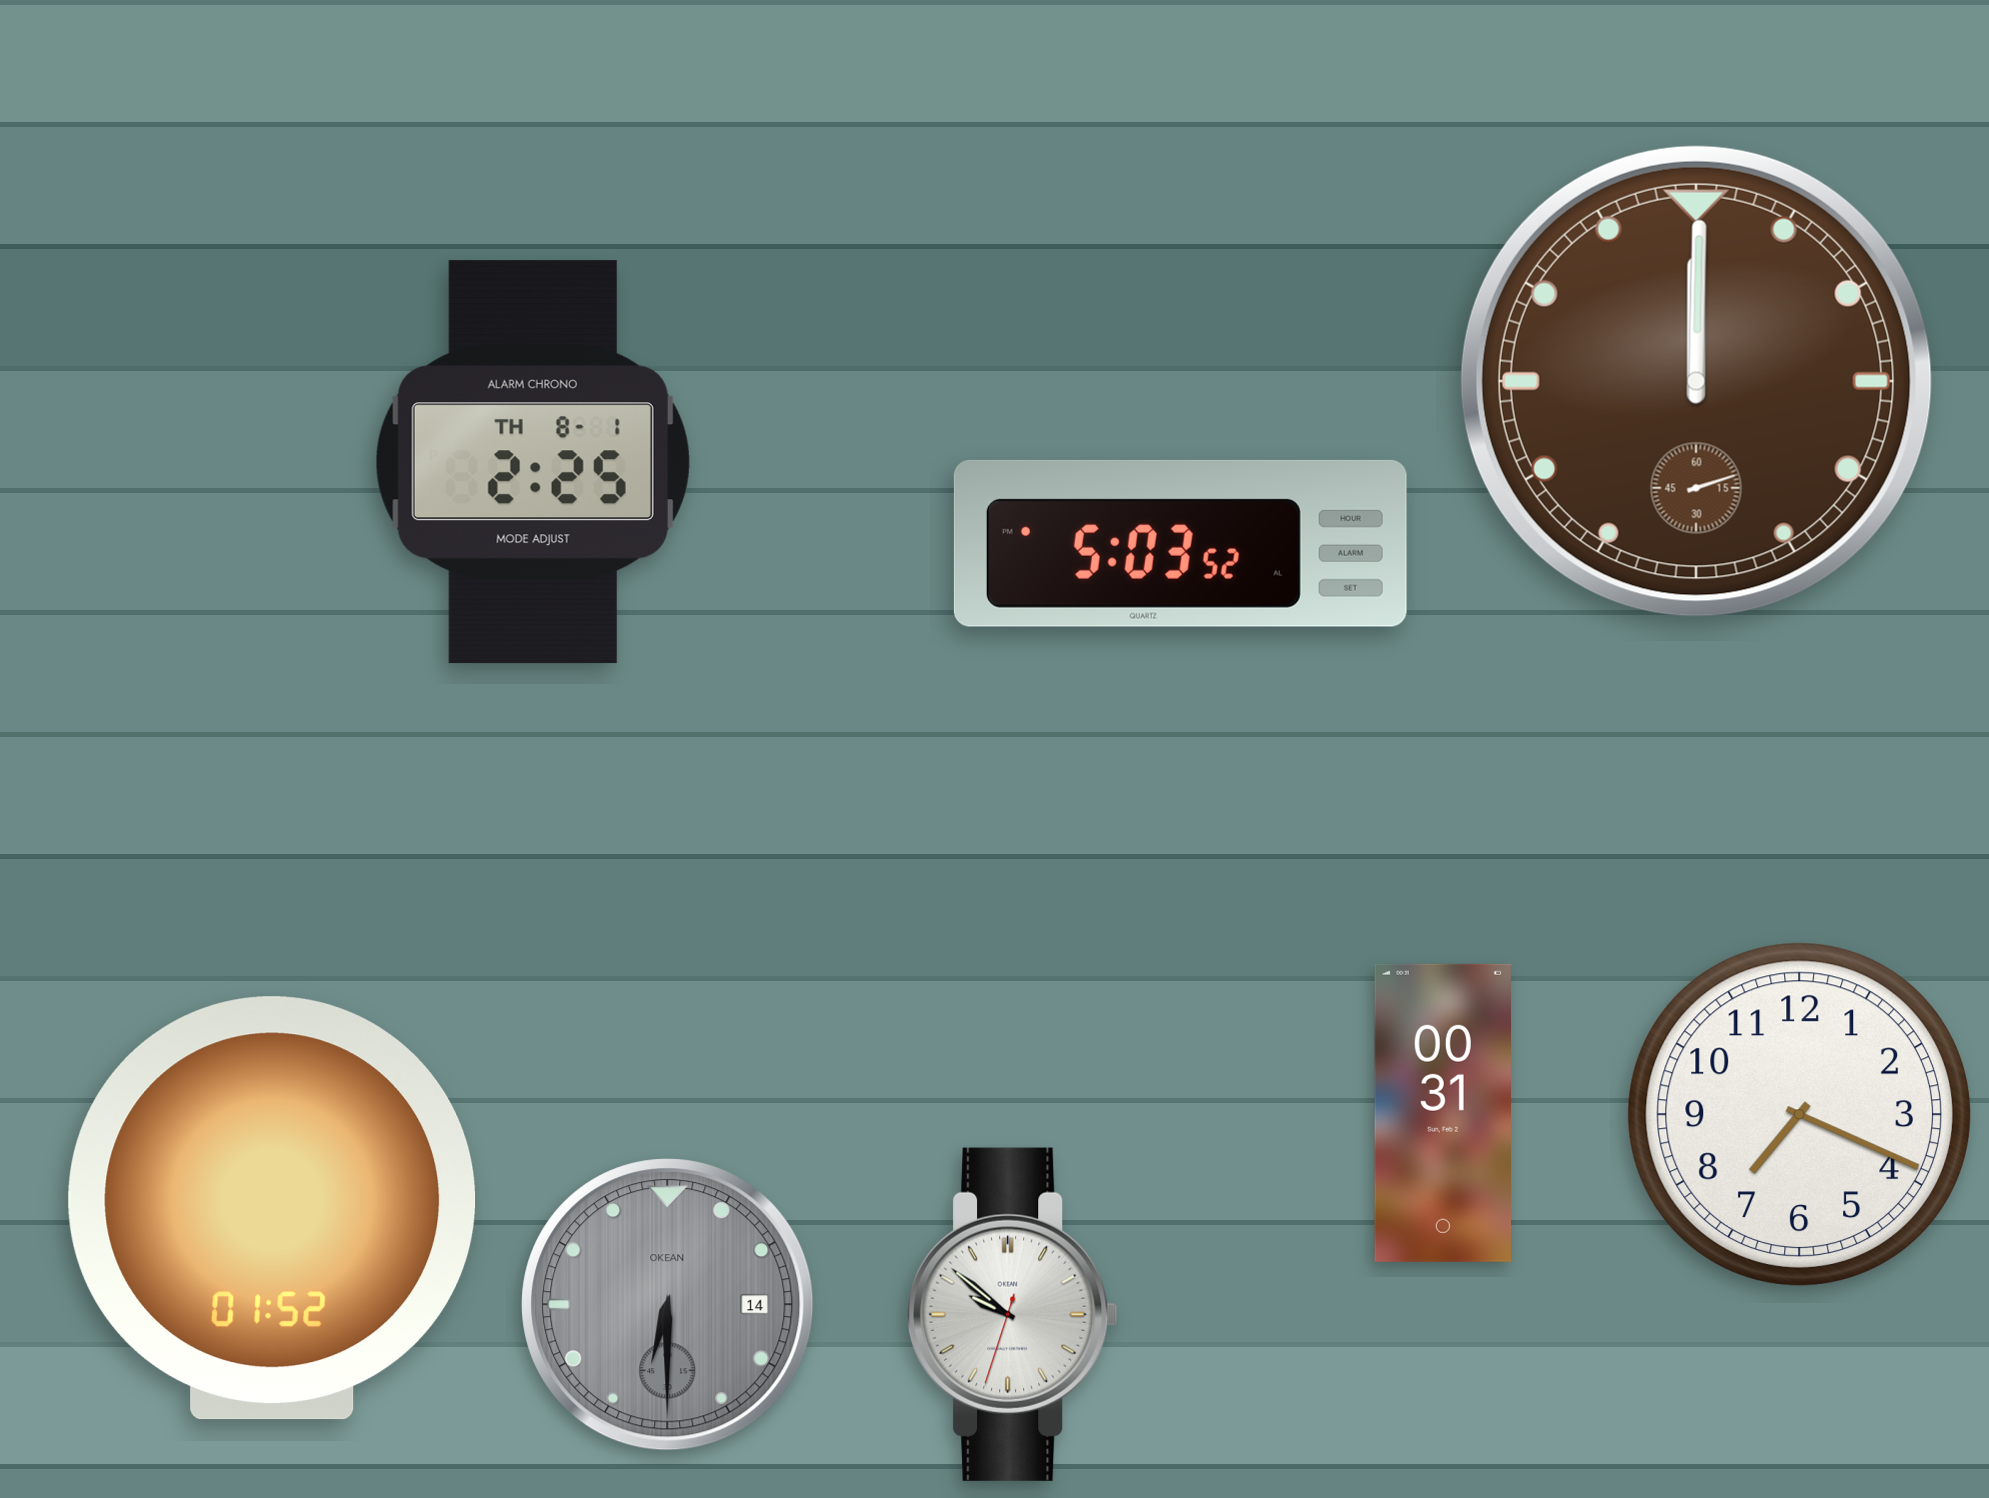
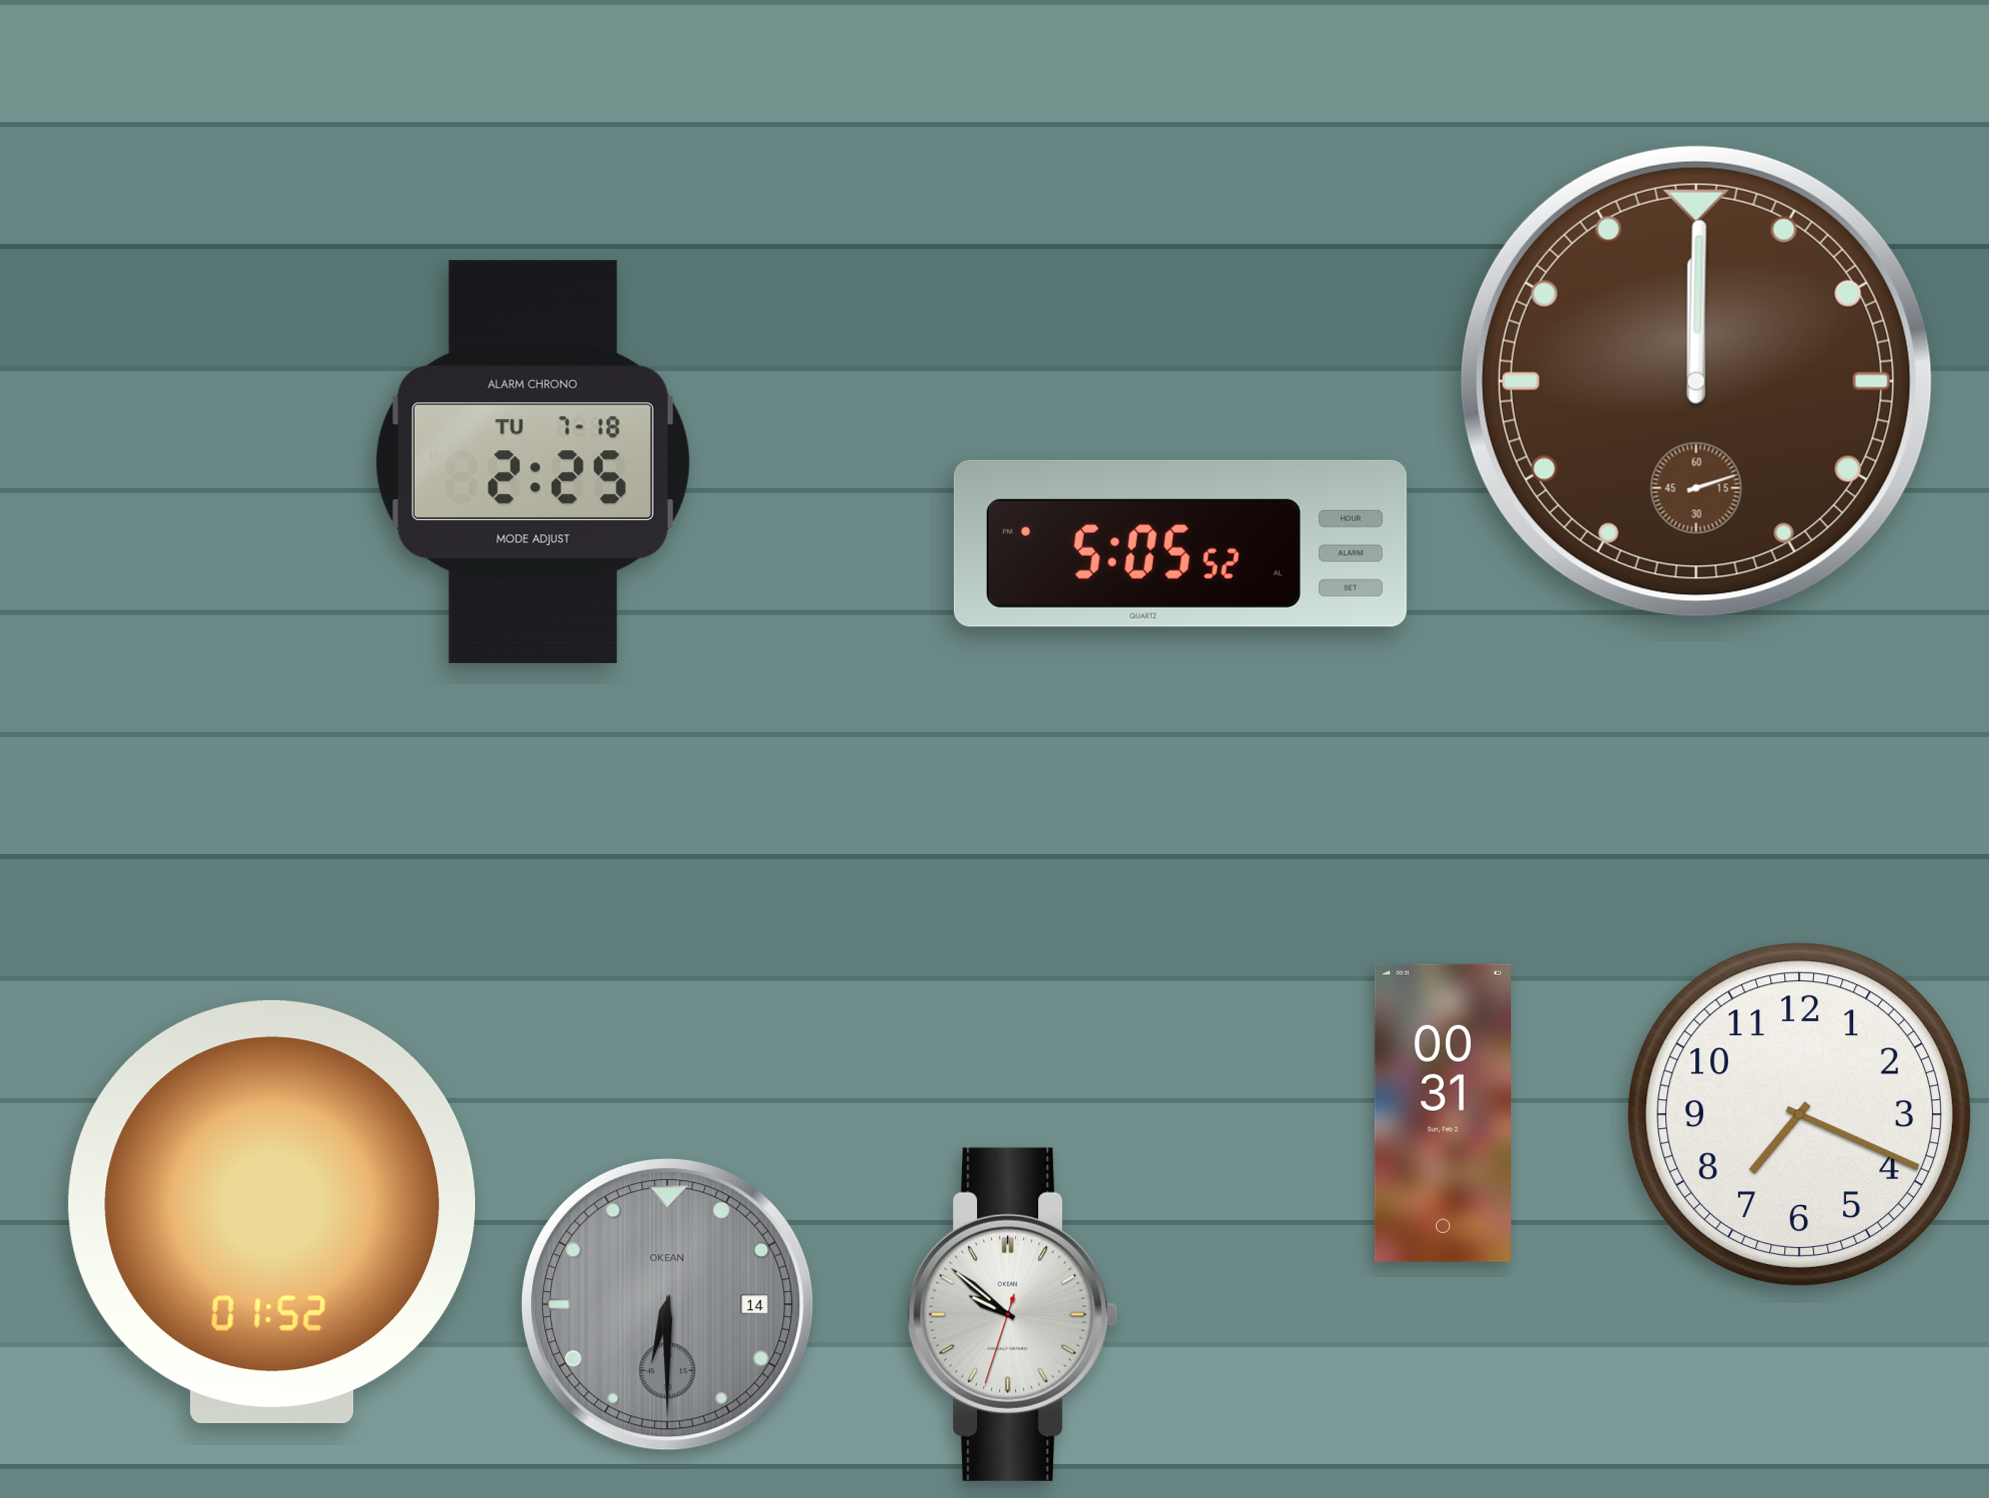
clock at (533, 462) date: TH 8-1 -> TU 7-18
clock at (1180, 543): 5:03 -> 5:05
clock at (272, 1208) position: (272, 1208) -> (272, 1212)
